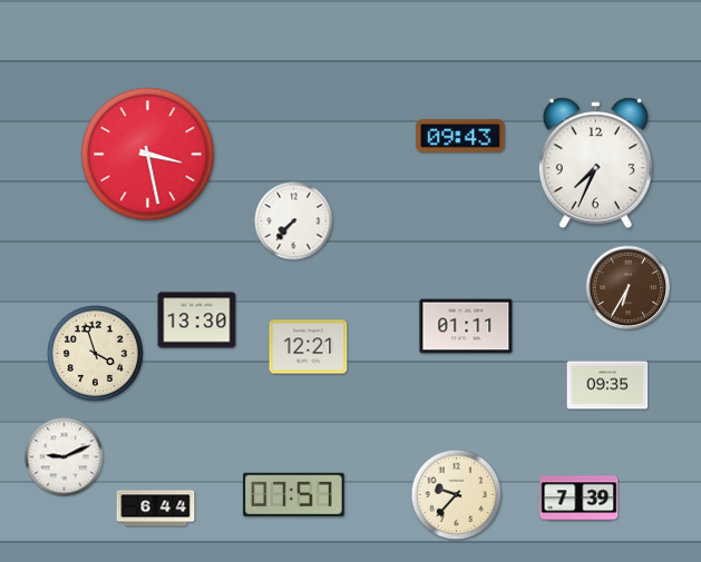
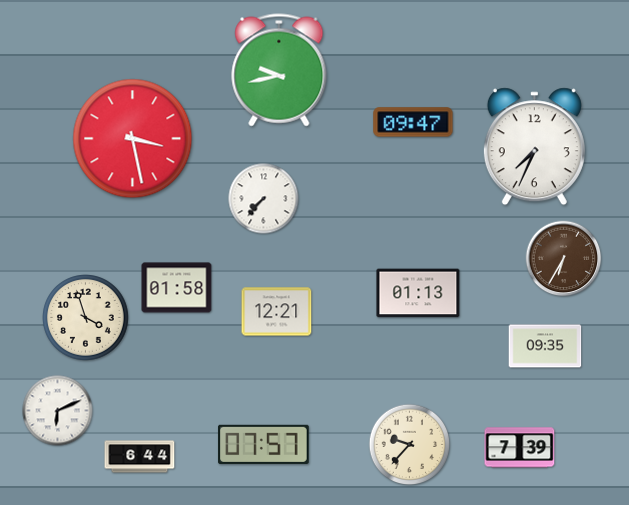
clock at (279, 70): none -> 9:43
clock at (460, 136): 09:43 -> 09:47
clock at (197, 321): 13:30 -> 01:58
clock at (466, 326): 01:11 -> 01:13
clock at (65, 457): 9:11 -> 6:11
